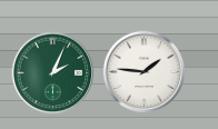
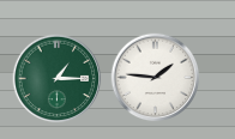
clock at (53, 73): 2:04 -> 1:15
